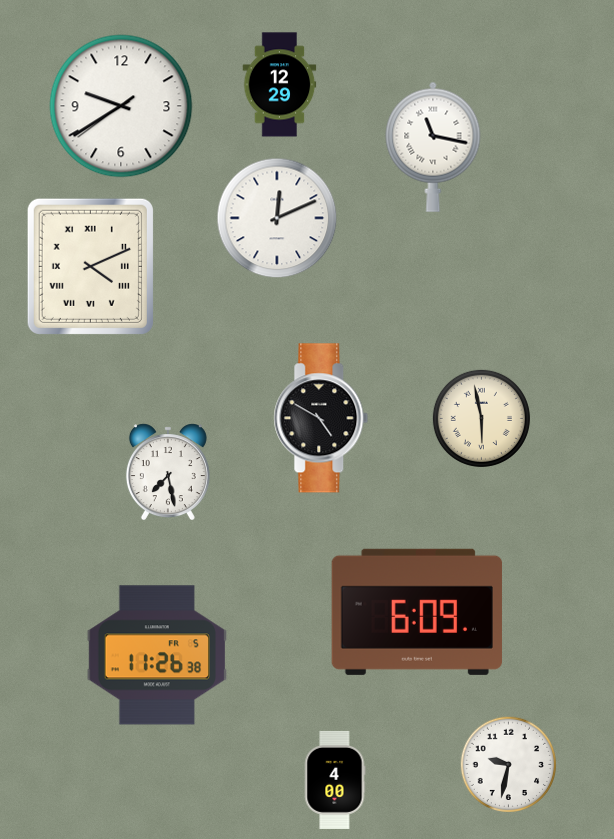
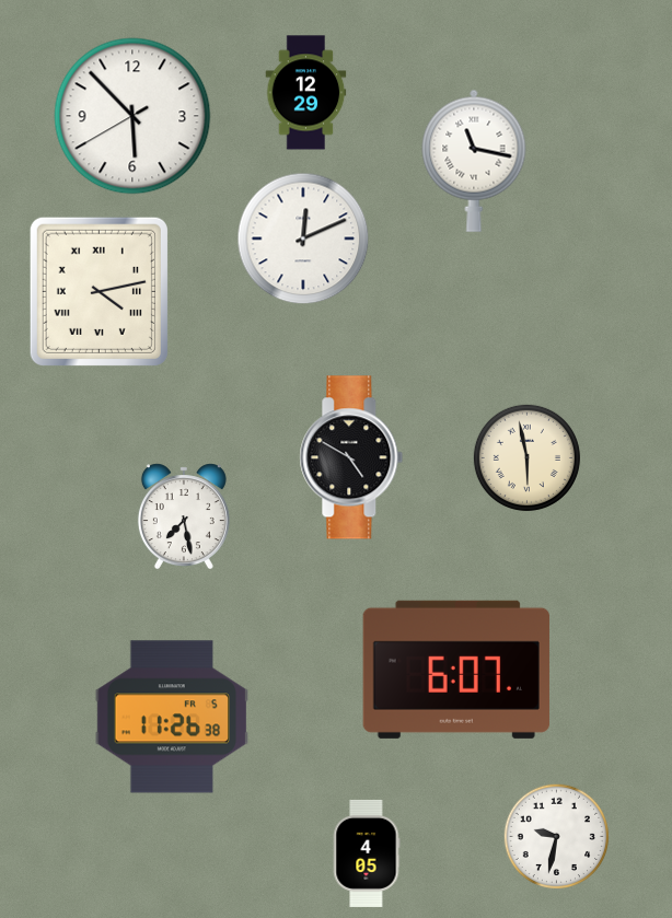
clock at (121, 106): 9:39 -> 5:52
clock at (90, 266): 4:11 -> 4:13
clock at (417, 612): 6:09 -> 6:07
clock at (335, 780): 4:00 -> 4:05
